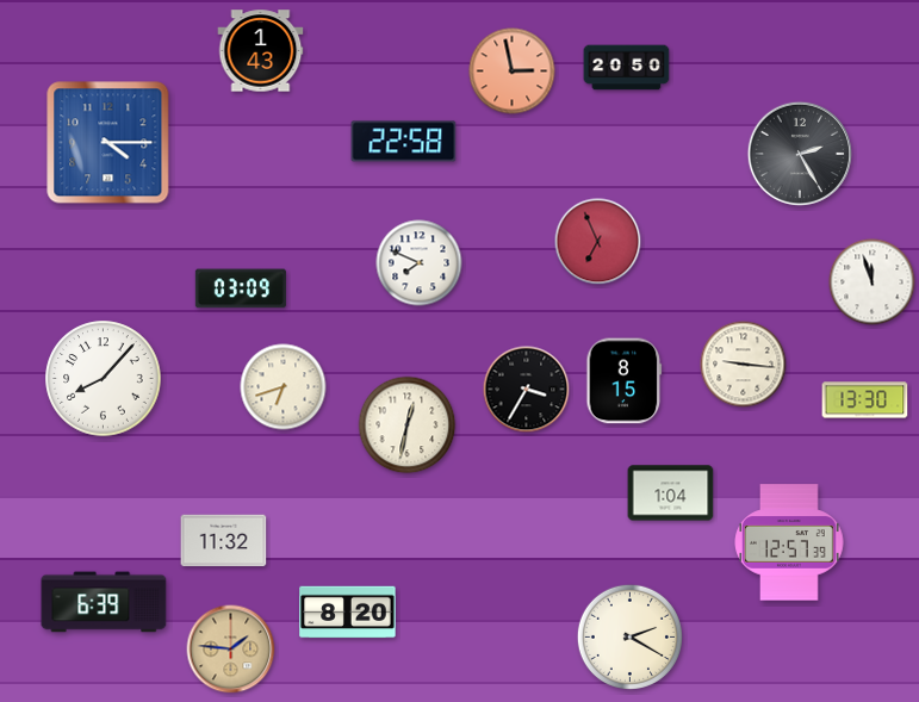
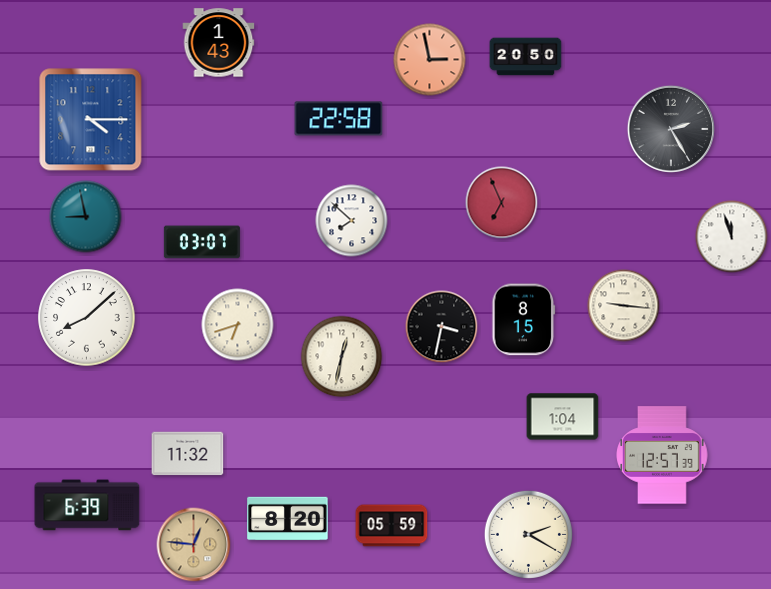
clock at (86, 217): none -> 8:58
clock at (420, 263): 7:49 -> 7:52
clock at (241, 288): 03:09 -> 03:07
clock at (104, 379): 8:07 -> 8:08
clock at (527, 390): 3:35 -> 3:32
clock at (865, 400): 13:30 -> none
clock at (671, 493) position: (671, 493) -> (563, 417)
clock at (348, 613) position: (348, 613) -> (288, 519)
clock at (392, 526): none -> 05:59
clock at (231, 650): 1:46 -> 12:46
